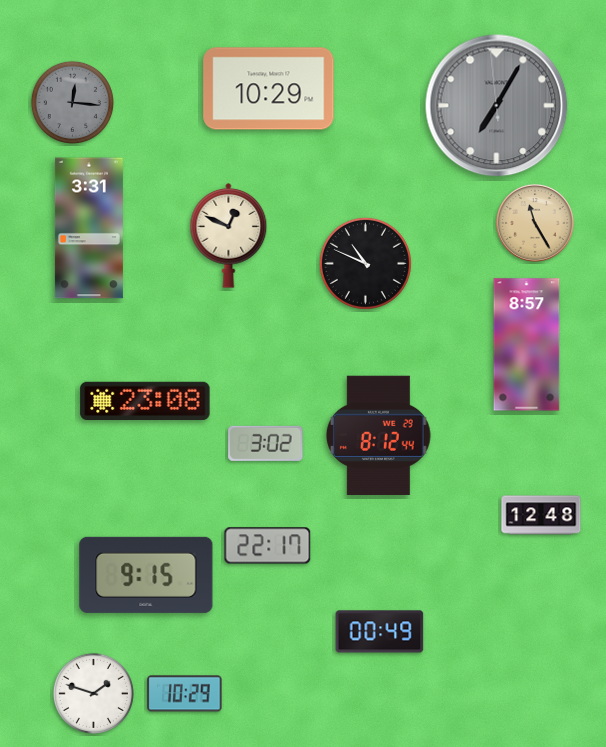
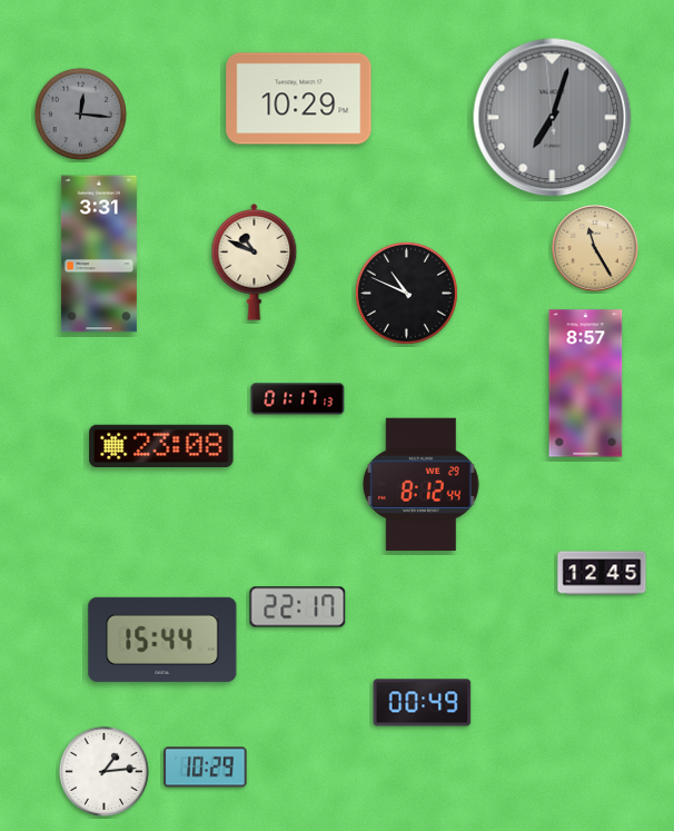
clock at (497, 106): 7:04 -> 7:02
clock at (229, 236): 12:49 -> 10:49
clock at (298, 399): none -> 01:17
clock at (266, 443): 3:02 -> none
clock at (541, 515): 12:48 -> 12:45
clock at (146, 575): 9:15 -> 15:44
clock at (93, 693): 1:48 -> 1:14
clock at (185, 694) position: (185, 694) -> (206, 768)
